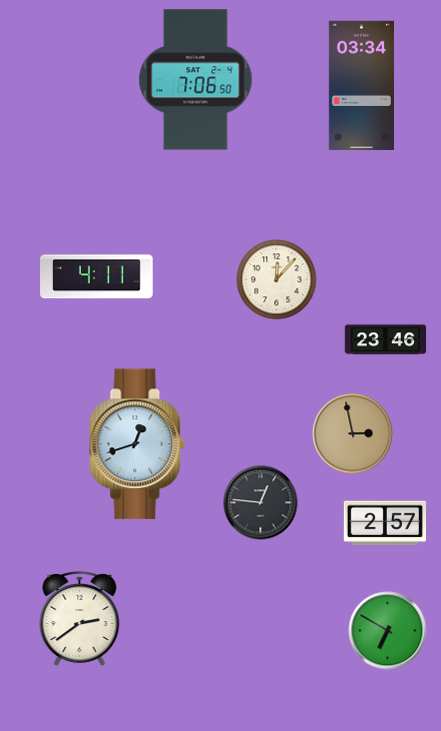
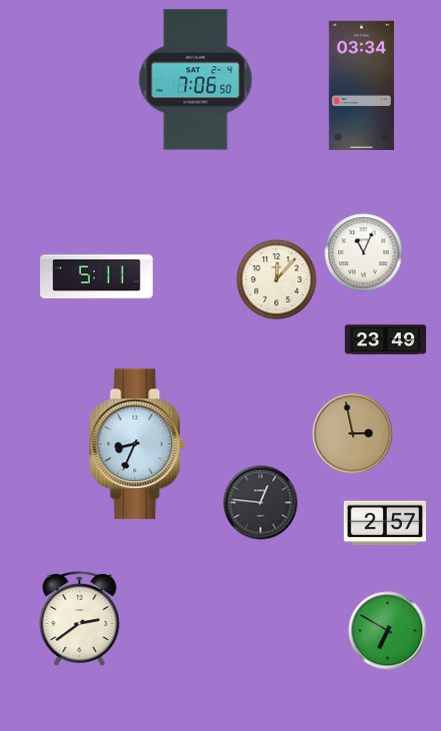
clock at (364, 253): none -> 11:04
clock at (97, 277): 4:11 -> 5:11
clock at (386, 340): 23:46 -> 23:49
clock at (138, 444): 12:42 -> 8:34
